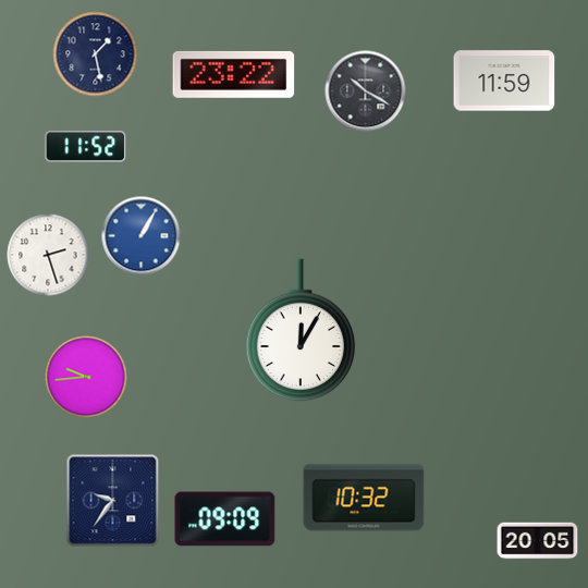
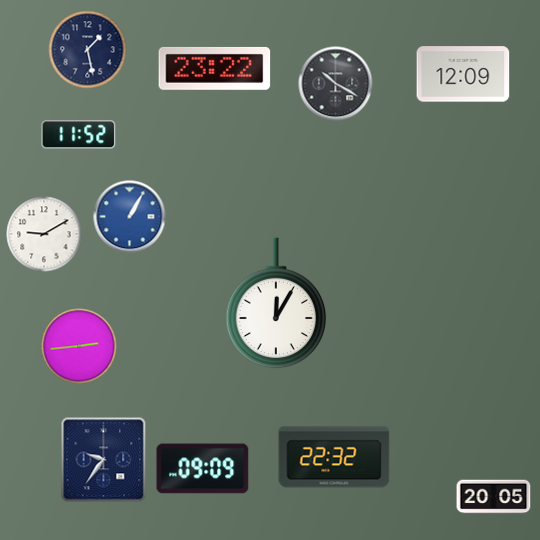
clock at (504, 81): 11:59 -> 12:09
clock at (48, 255): 2:27 -> 9:10
clock at (86, 377): 9:44 -> 2:44
clock at (364, 498): 10:32 -> 22:32
clock at (225, 519) position: (225, 519) -> (203, 469)
